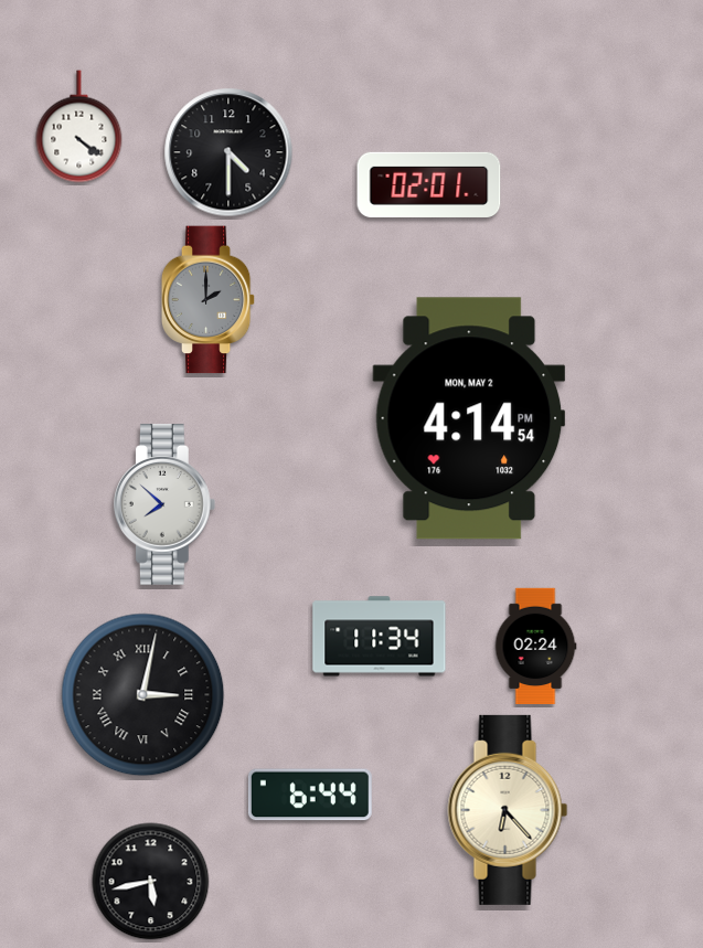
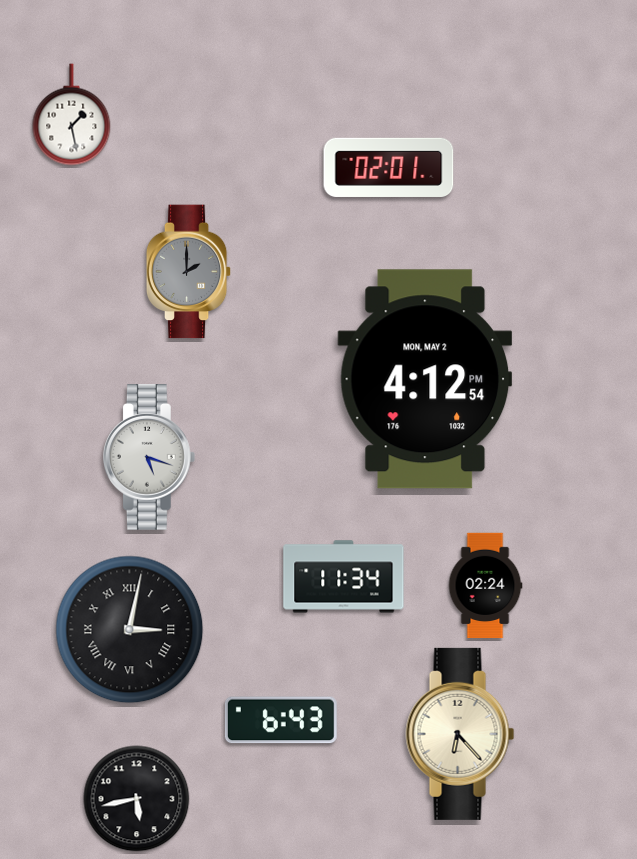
clock at (79, 127): 4:21 -> 1:28
clock at (228, 152): 4:30 -> none
clock at (469, 418): 4:14 -> 4:12
clock at (164, 504): 7:52 -> 5:18
clock at (310, 795): 6:44 -> 6:43
